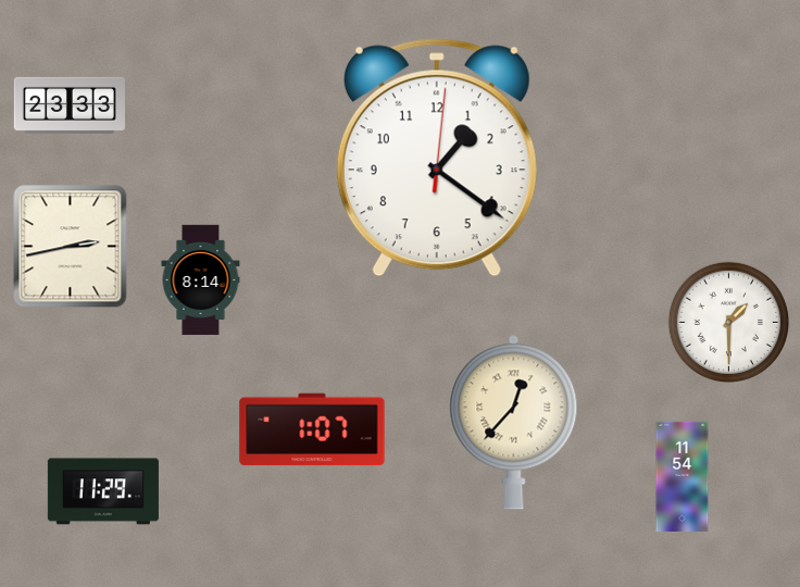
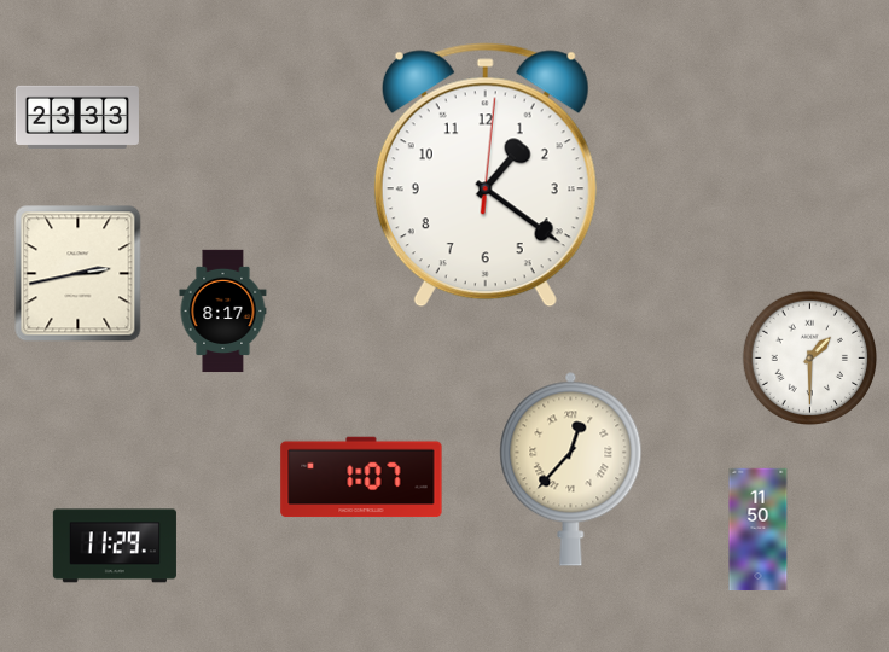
clock at (201, 280): 8:14 -> 8:17
clock at (312, 429) position: (312, 429) -> (361, 477)
clock at (683, 477): 11:54 -> 11:50
